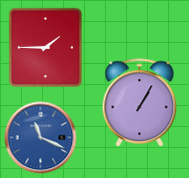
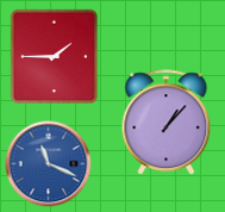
clock at (140, 103): 1:05 -> 1:07
